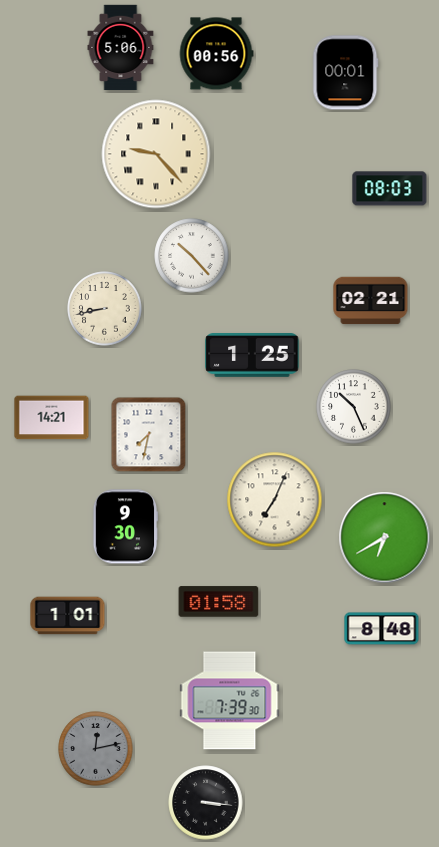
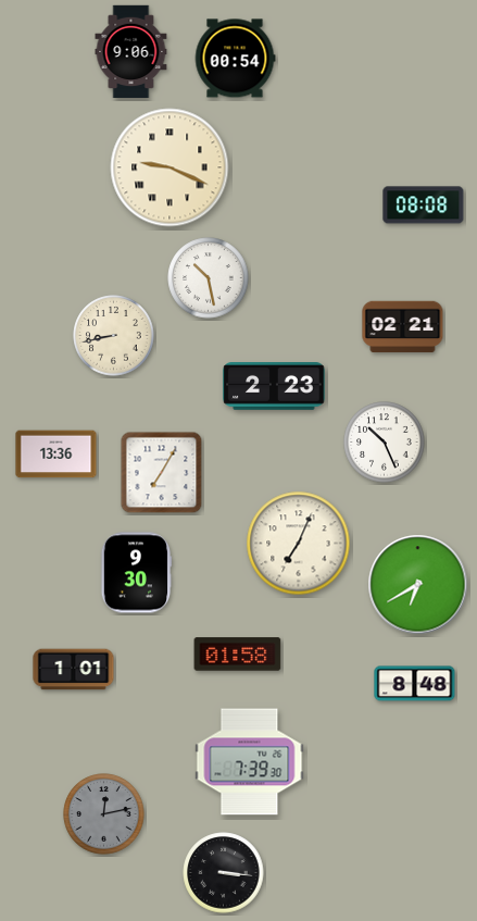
clock at (121, 48): 5:06 -> 9:06
clock at (216, 54): 00:56 -> 00:54
clock at (346, 73): 00:01 -> none
clock at (156, 154): 9:23 -> 9:19
clock at (390, 189): 08:03 -> 08:08
clock at (192, 256): 10:23 -> 10:28
clock at (252, 356): 1:25 -> 2:23
clock at (52, 418): 14:21 -> 13:36
clock at (149, 435): 7:32 -> 7:05
